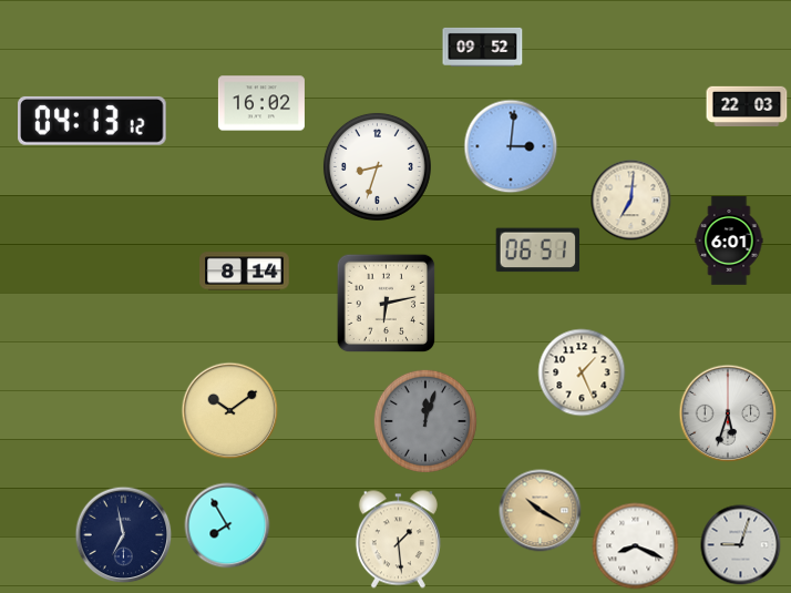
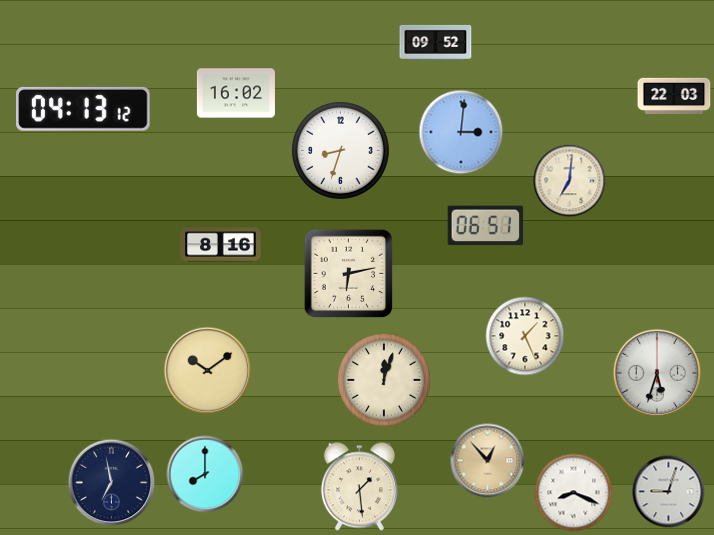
clock at (729, 241): 6:01 -> none
clock at (245, 272): 8:14 -> 8:16
clock at (425, 421) dial: grey -> cream
clock at (541, 511): 10:20 -> 12:53
clock at (227, 525): 7:55 -> 8:00
